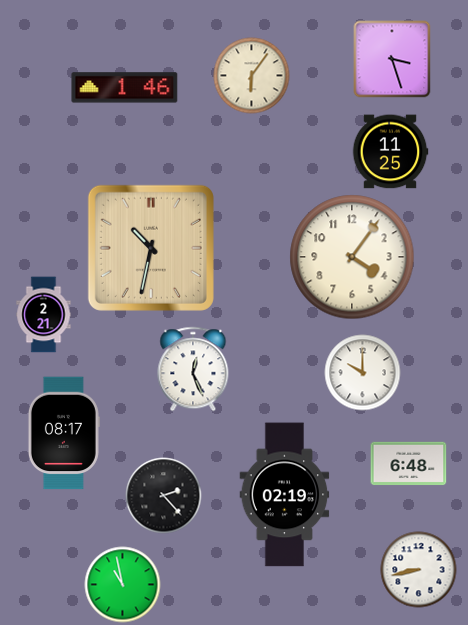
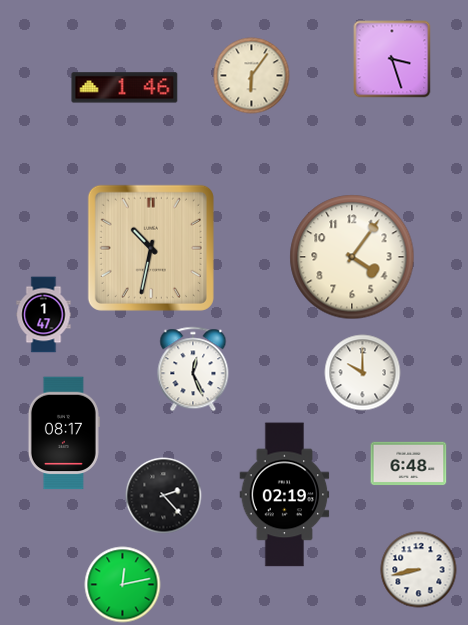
clock at (390, 152): 11:25 -> none
clock at (44, 315): 2:21 -> 1:47
clock at (123, 585): 10:58 -> 12:13
